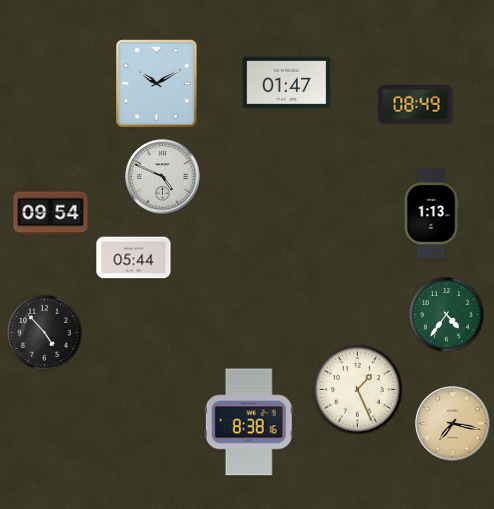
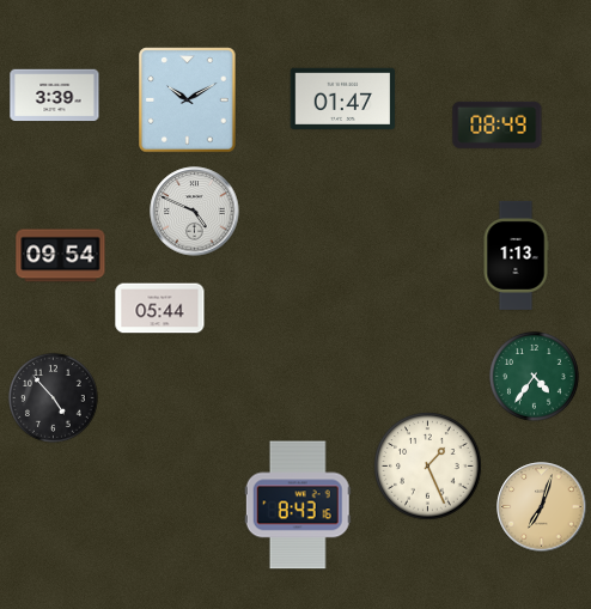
clock at (55, 96): none -> 3:39
clock at (249, 422): 8:38 -> 8:43
clock at (453, 424): 7:17 -> 7:03
